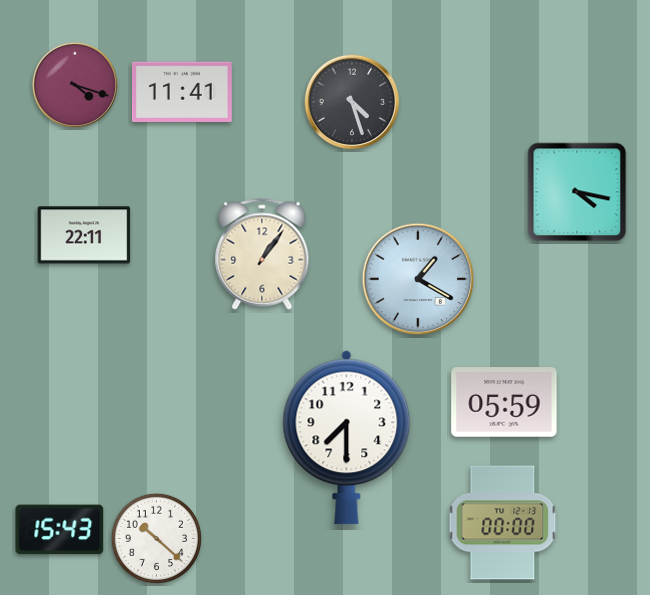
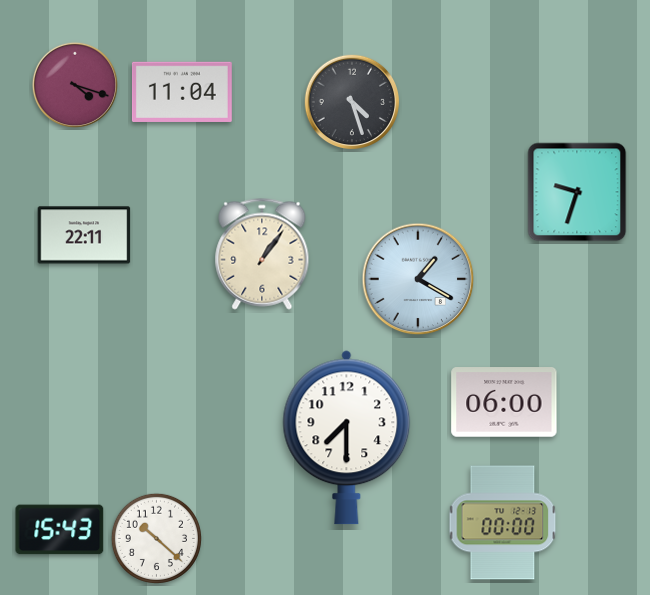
clock at (182, 92): 11:41 -> 11:04
clock at (577, 192): 4:17 -> 9:33
clock at (504, 402): 05:59 -> 06:00
